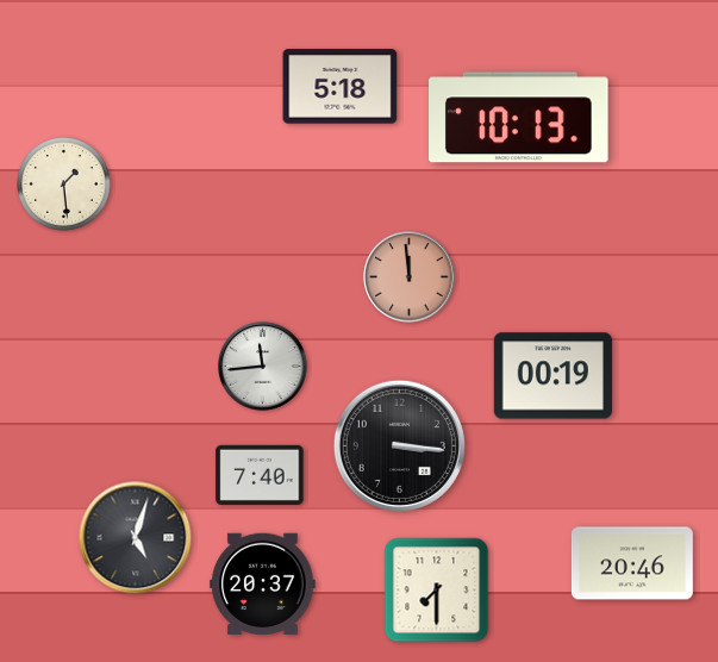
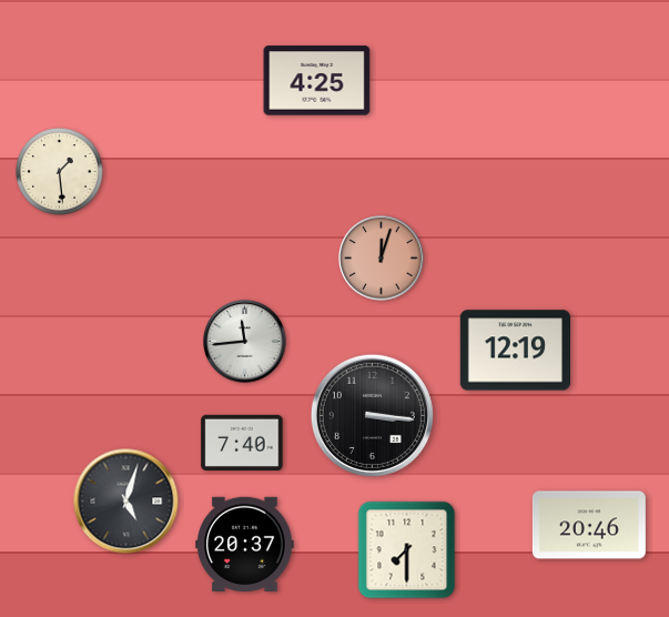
clock at (341, 87): 5:18 -> 4:25
clock at (519, 118): 10:13 -> none
clock at (410, 277): 11:59 -> 12:03
clock at (552, 376): 00:19 -> 12:19
